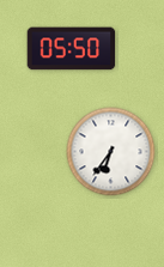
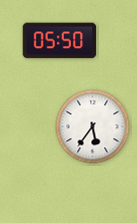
clock at (111, 152): 6:36 -> 5:36
